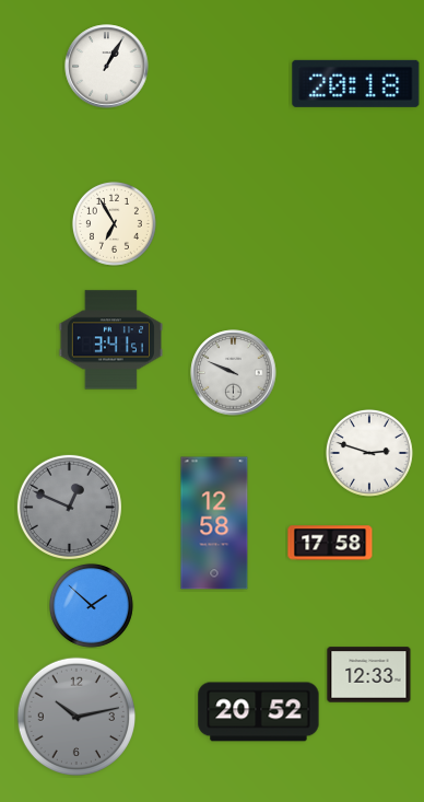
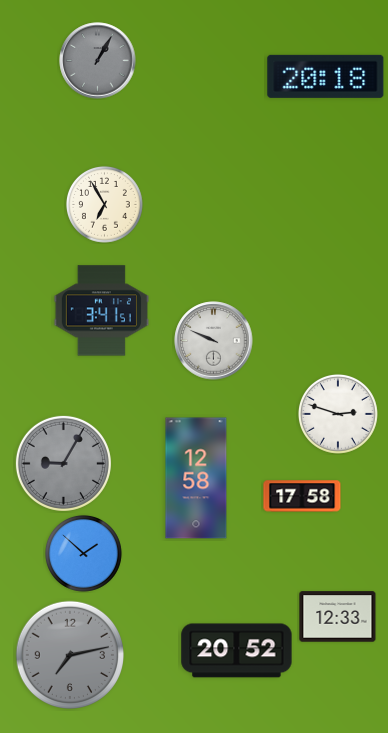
clock at (107, 67) dial: white -> grey
clock at (69, 507): 12:49 -> 9:05
clock at (75, 716): 10:13 -> 7:13
